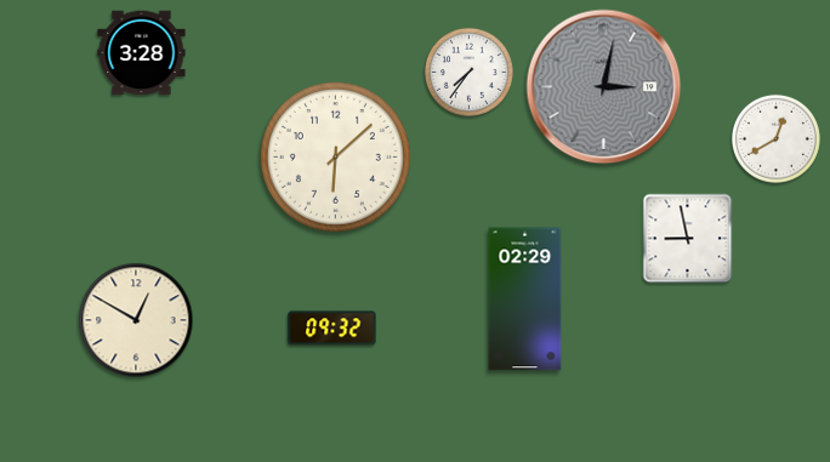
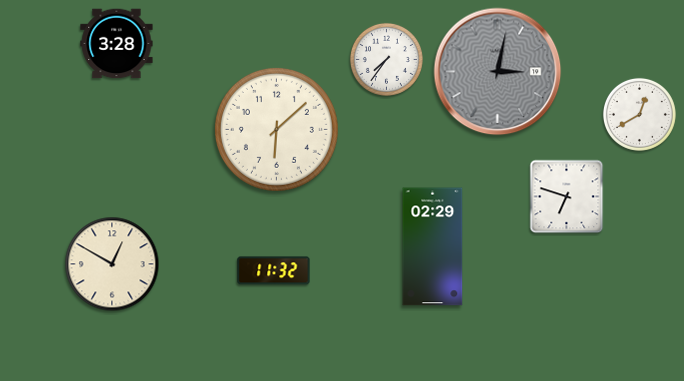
clock at (688, 239): 8:58 -> 6:48
clock at (332, 329): 09:32 -> 11:32
